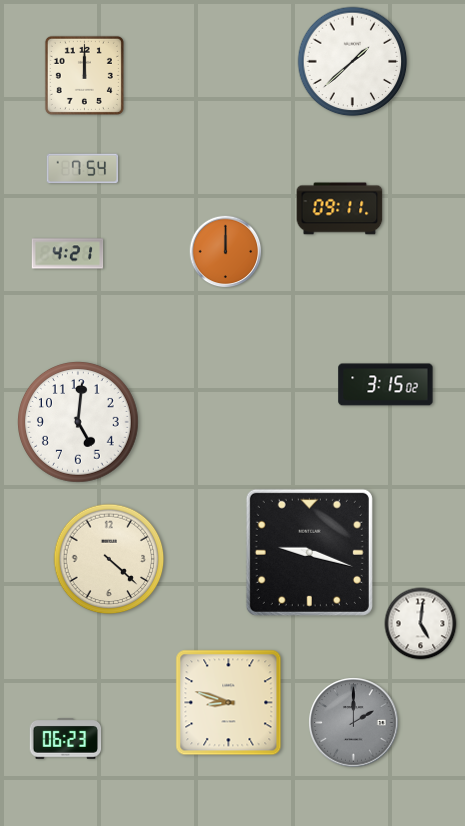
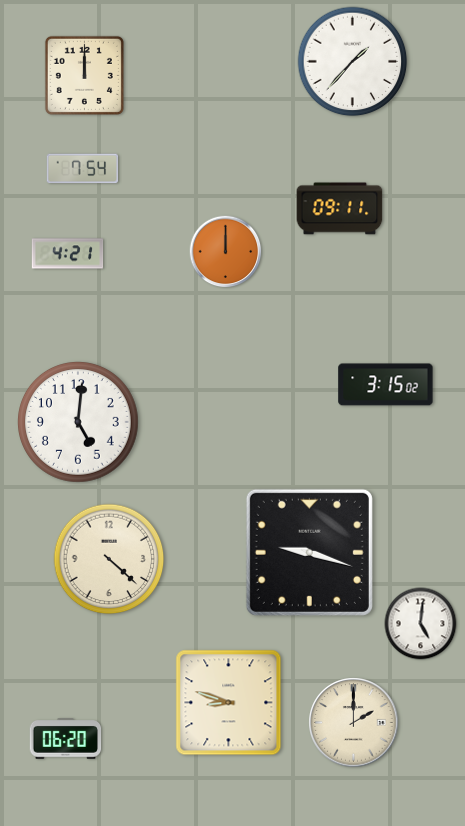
clock at (353, 62): 1:38 -> 1:37
clock at (354, 723) dial: grey -> cream
clock at (66, 739): 06:23 -> 06:20
